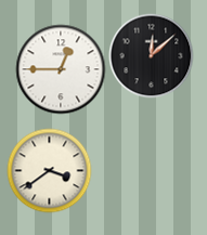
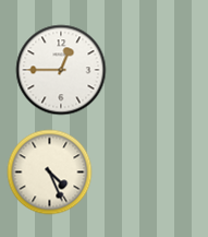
clock at (151, 55): 12:08 -> none
clock at (49, 170): 3:39 -> 4:26
